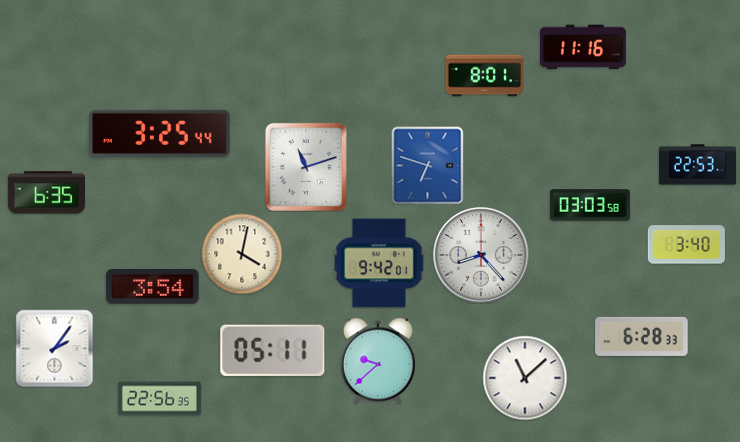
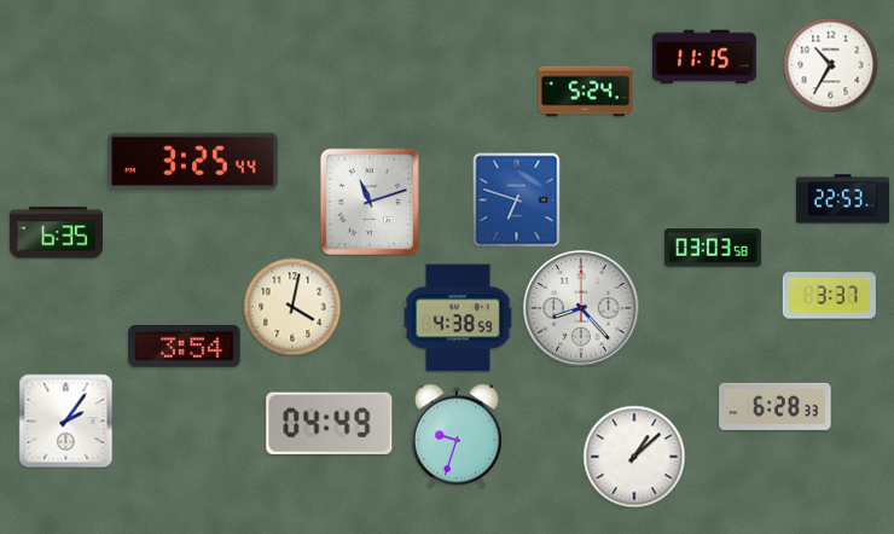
clock at (584, 47): 11:16 -> 11:15
clock at (830, 64): none -> 10:35
clock at (484, 76): 8:01 -> 5:24
clock at (686, 245): 3:40 -> 3:37
clock at (379, 263): 9:42 -> 4:38
clock at (273, 350): 05:11 -> 04:49
clock at (377, 361): 9:38 -> 9:33
clock at (525, 378): 11:08 -> 1:08
clock at (159, 399): 22:56 -> none
